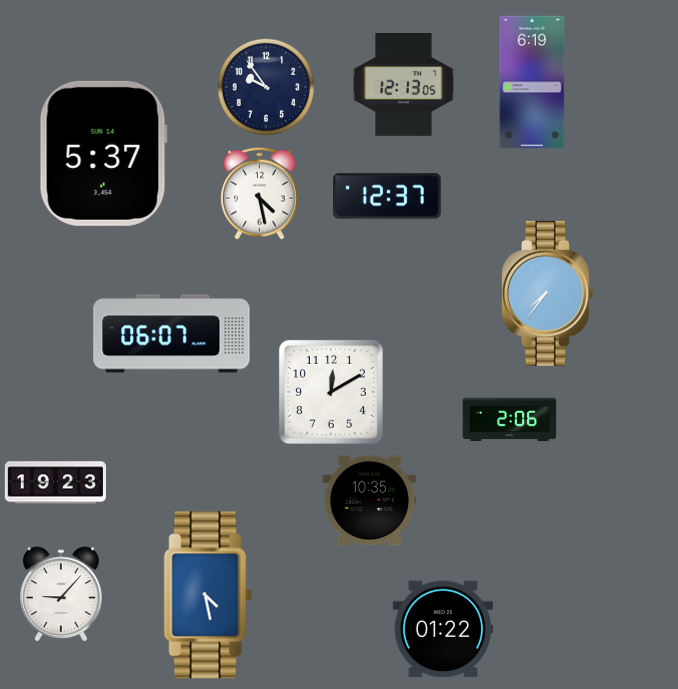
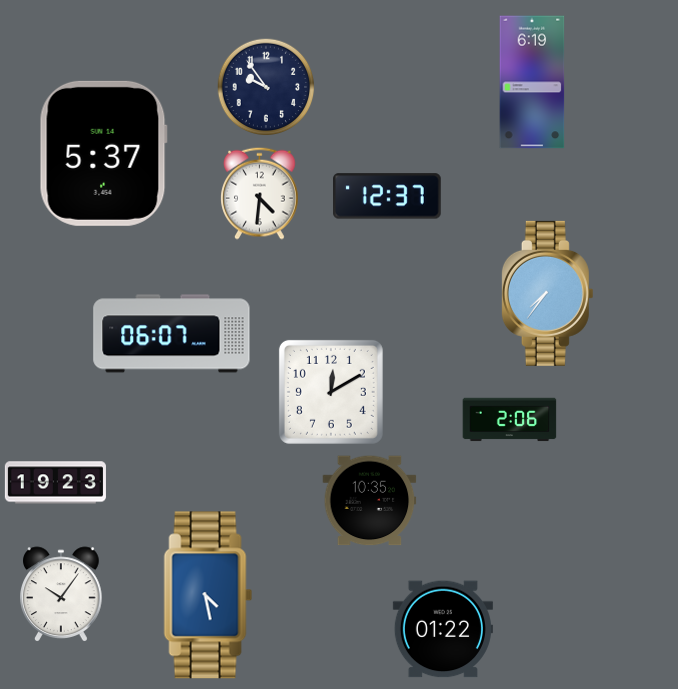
clock at (403, 85): 12:13 -> none
clock at (260, 193): 4:28 -> 4:31
clock at (62, 594): 9:07 -> 10:06
